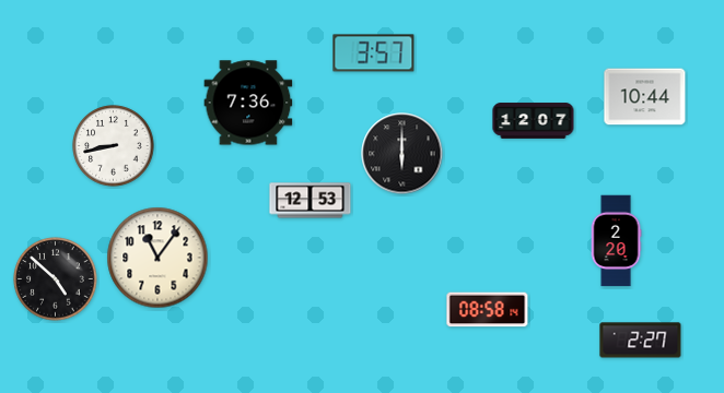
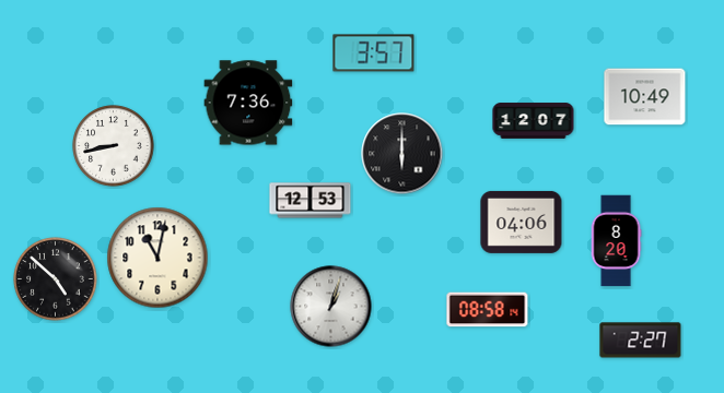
clock at (645, 97): 10:44 -> 10:49
clock at (522, 222): none -> 04:06
clock at (616, 241): 2:20 -> 8:20
clock at (157, 258): 11:06 -> 11:02
clock at (331, 307): none -> 1:03
